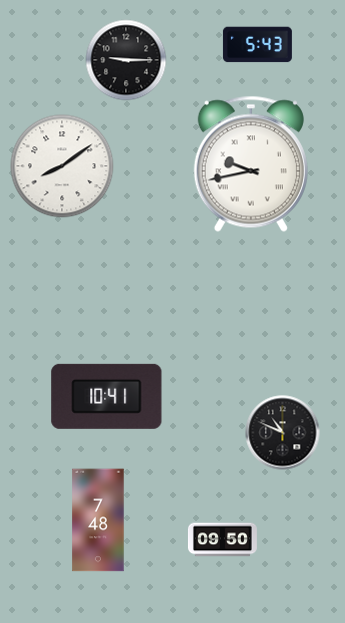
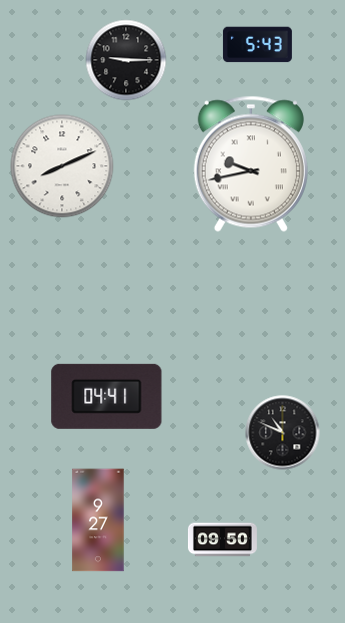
clock at (62, 166): 8:09 -> 8:11
clock at (107, 396): 10:41 -> 04:41
clock at (98, 520): 7:48 -> 9:27
